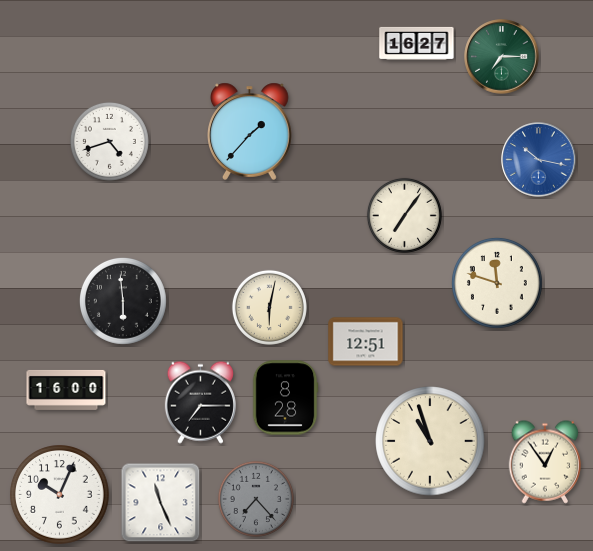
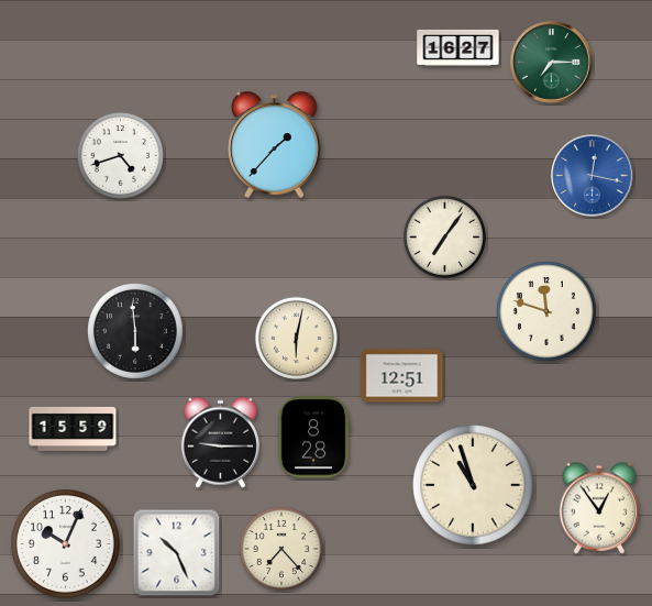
clock at (539, 160): 10:17 -> 12:17
clock at (66, 390): 16:00 -> 15:59
clock at (200, 402): 7:15 -> 9:15
clock at (256, 499) dial: grey -> cream
clock at (161, 503): 11:26 -> 10:26
